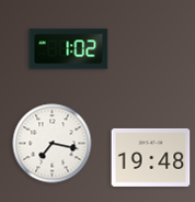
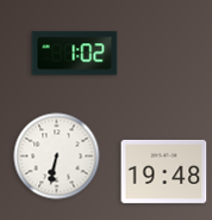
clock at (53, 144): 7:17 -> 6:32
